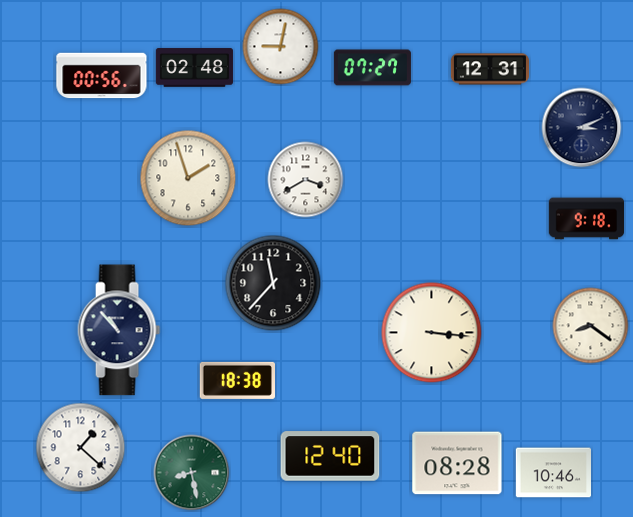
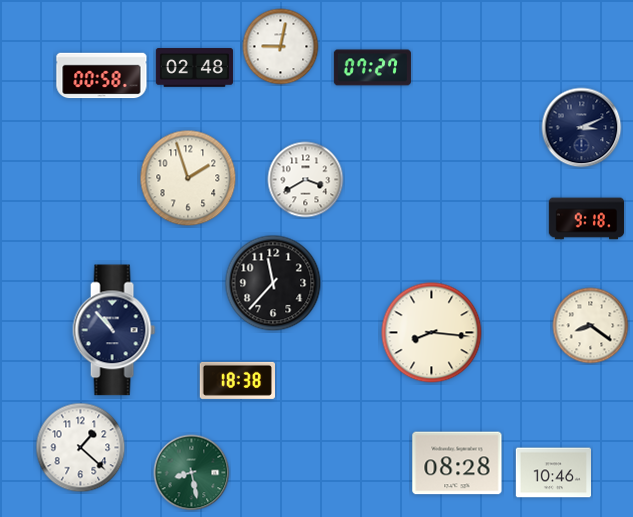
clock at (490, 69): 12:31 -> none
clock at (102, 76): 00:56 -> 00:58
clock at (119, 330) position: (119, 330) -> (114, 330)
clock at (432, 333): 3:16 -> 8:16
clock at (330, 456): 12:40 -> none
